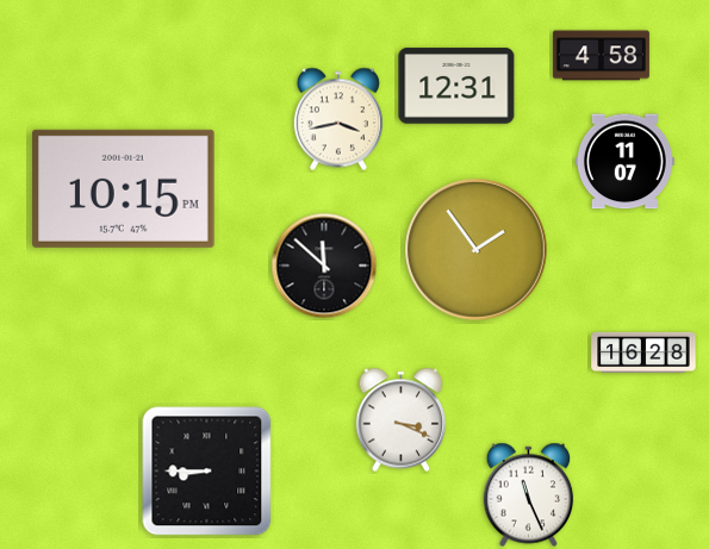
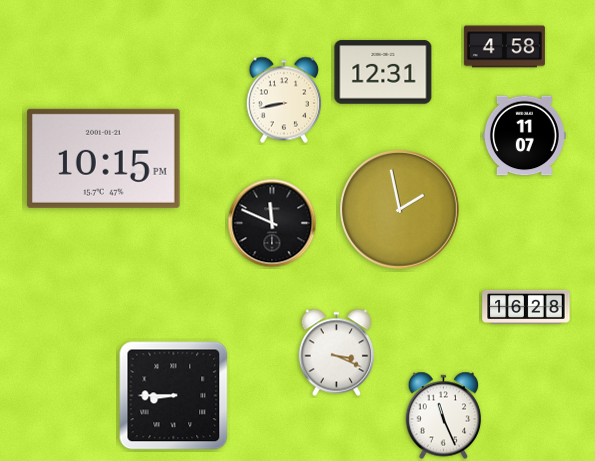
clock at (338, 119): 3:43 -> 8:43
clock at (477, 250): 1:54 -> 1:58
clock at (324, 266): 11:52 -> 11:49
clock at (643, 353) position: (643, 353) -> (526, 307)
